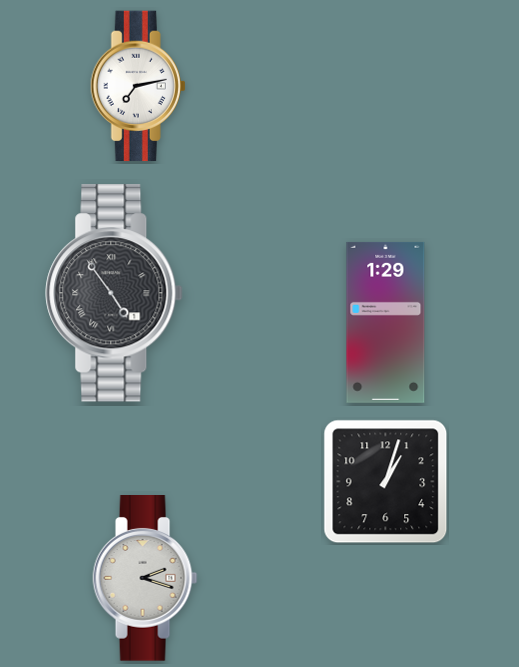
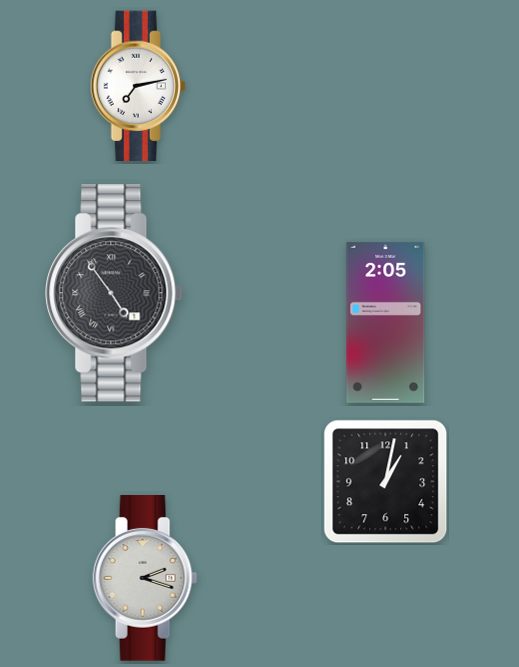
clock at (386, 322): 1:29 -> 2:05
clock at (386, 482): 1:03 -> 1:02
